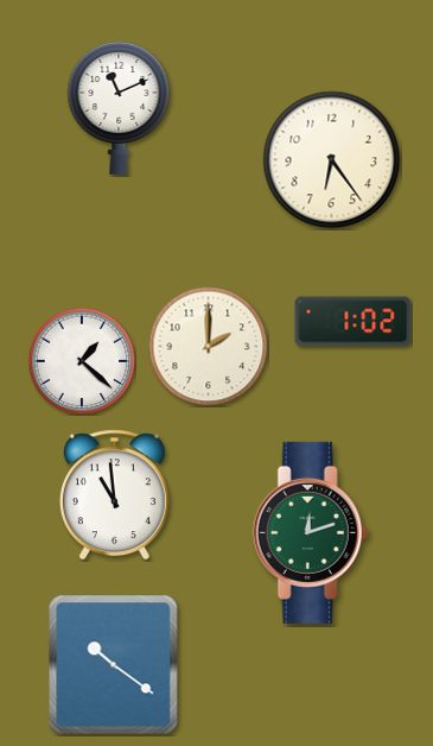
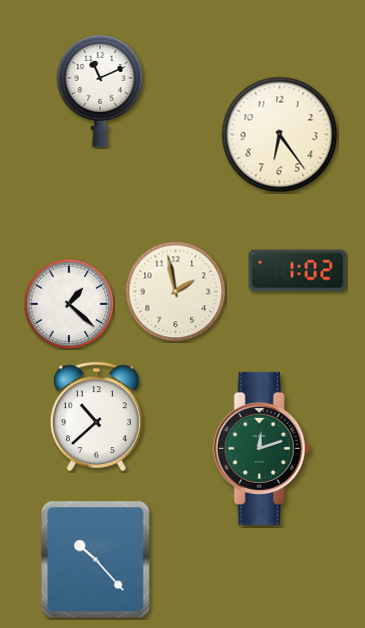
clock at (209, 347): 2:00 -> 1:58
clock at (114, 495): 10:59 -> 10:38
clock at (114, 665): 10:21 -> 10:23
